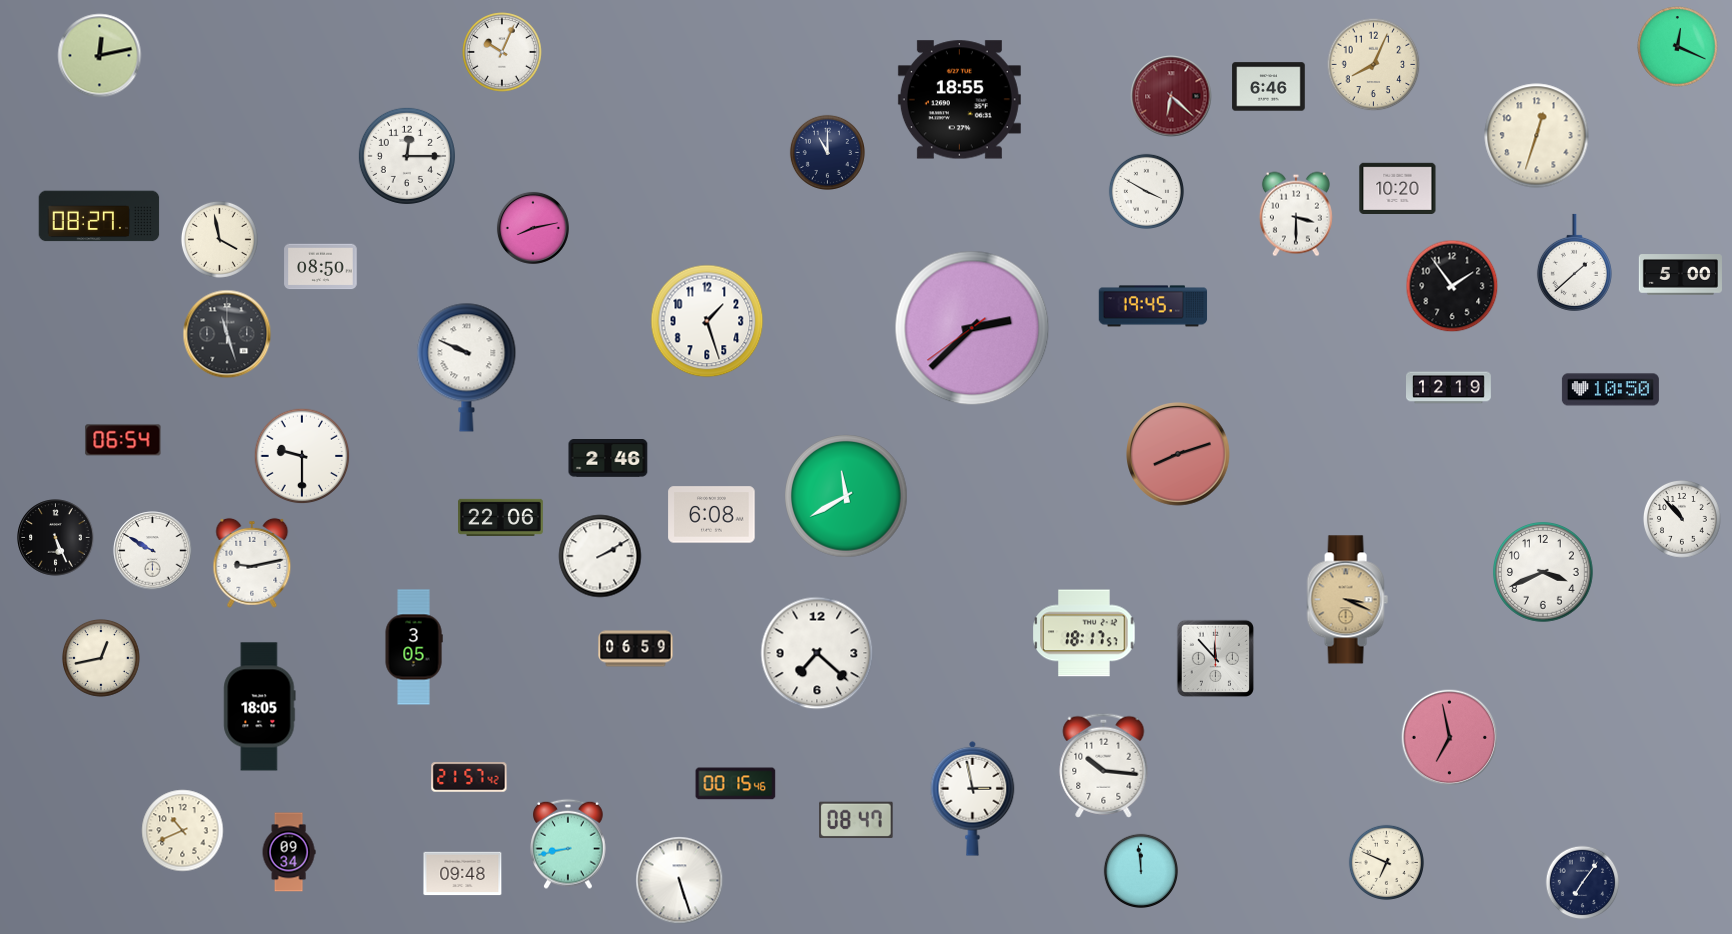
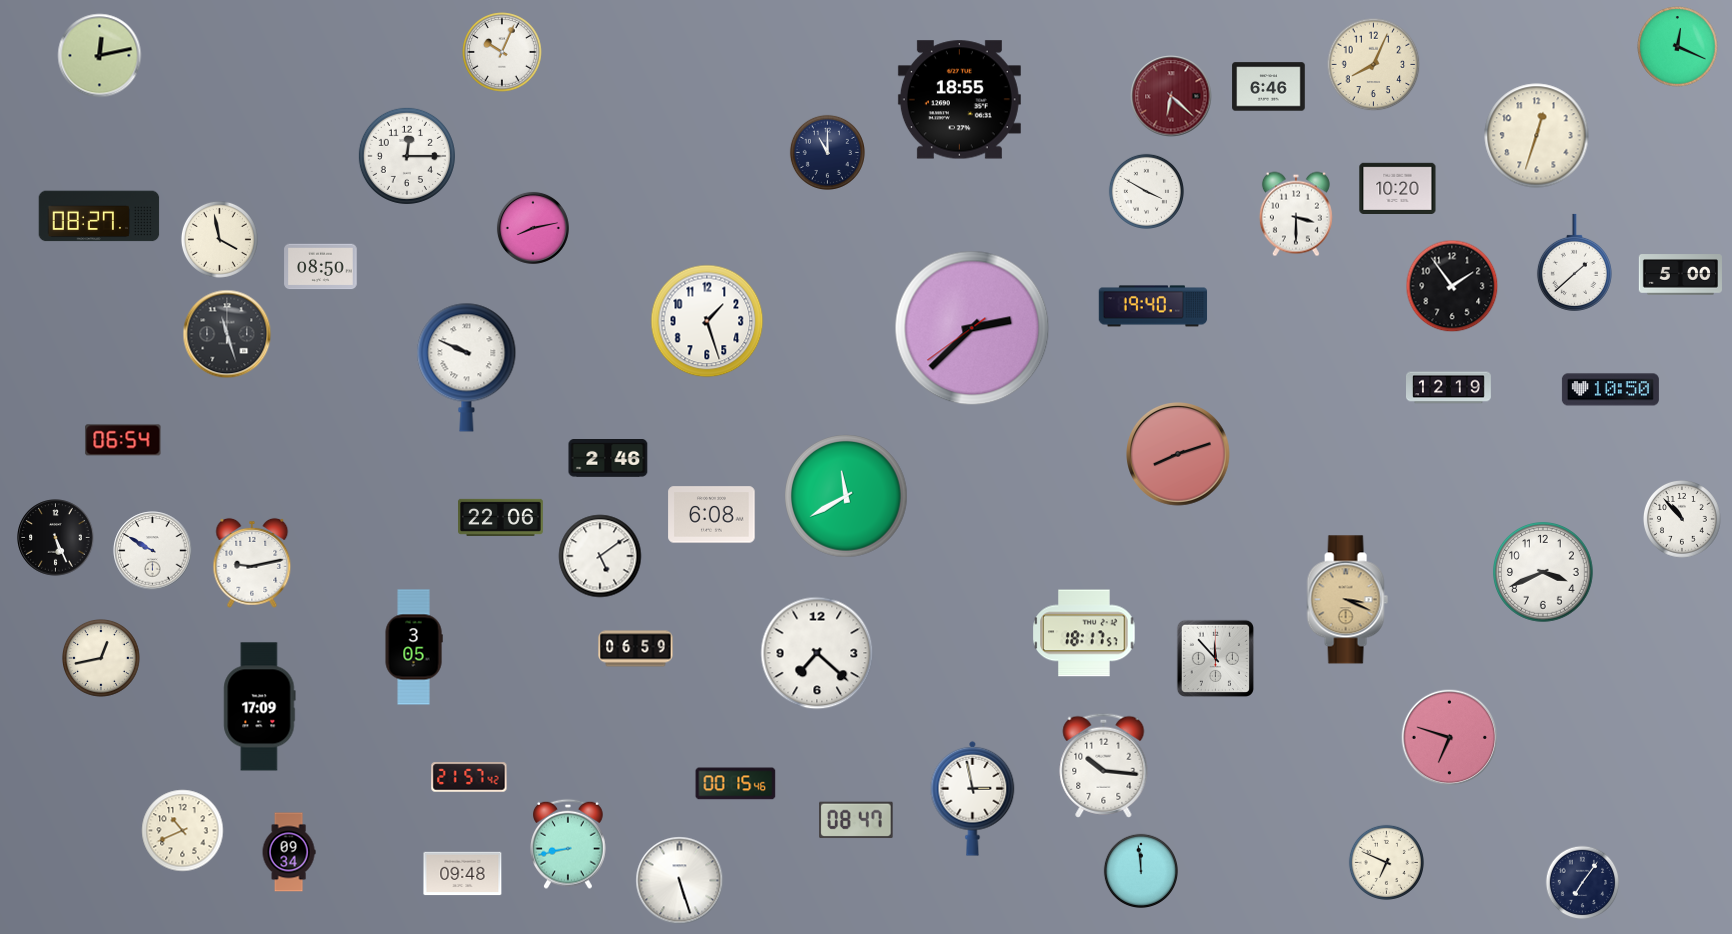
clock at (1153, 306): 19:45 -> 19:40
clock at (302, 456): 9:30 -> none
clock at (600, 556): 2:10 -> 5:09
clock at (260, 707): 18:05 -> 17:09
clock at (1450, 738): 6:58 -> 6:48
